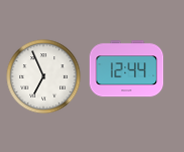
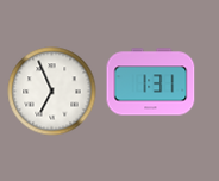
clock at (127, 69): 12:44 -> 1:31
